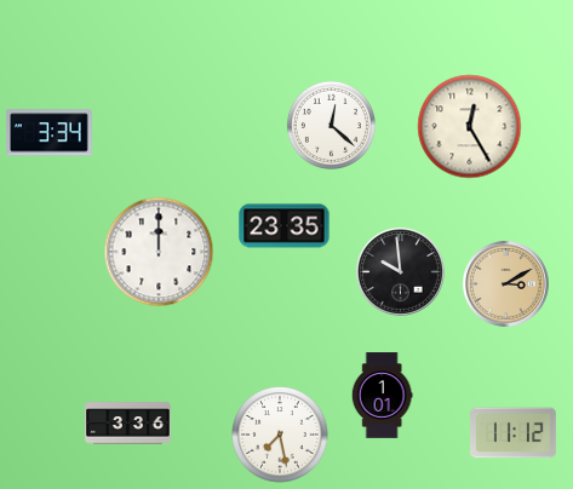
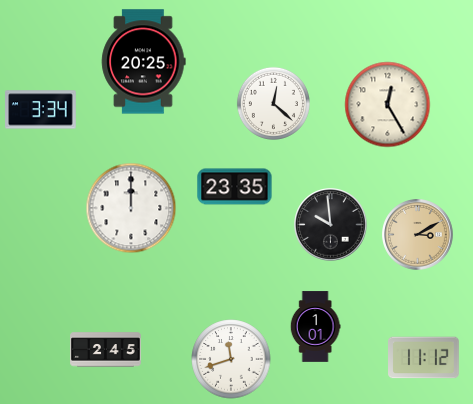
clock at (144, 62): none -> 20:25
clock at (128, 424): 3:36 -> 2:45
clock at (280, 435): 7:28 -> 11:42
